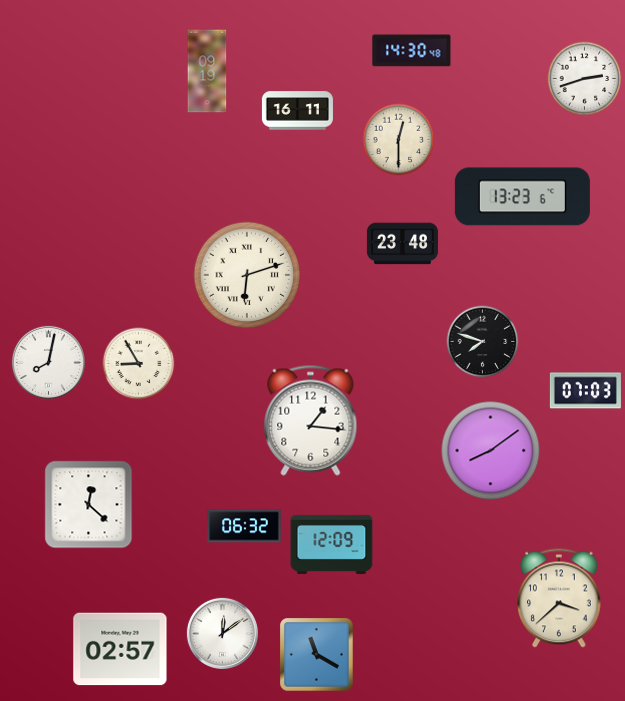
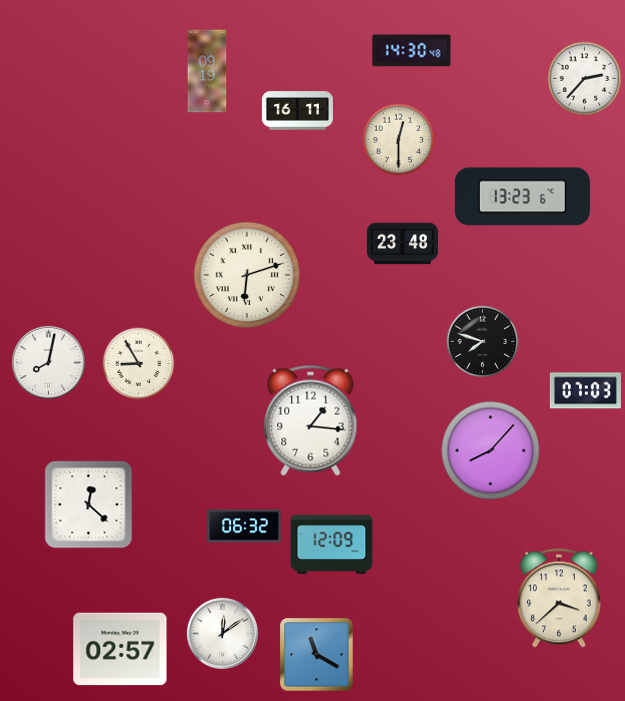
clock at (585, 79): 2:42 -> 2:37
clock at (491, 451): 8:09 -> 8:07
